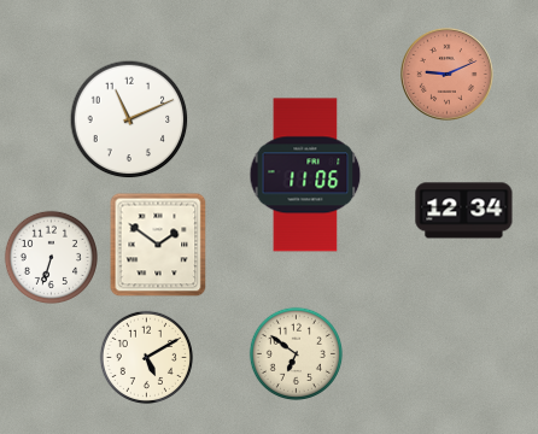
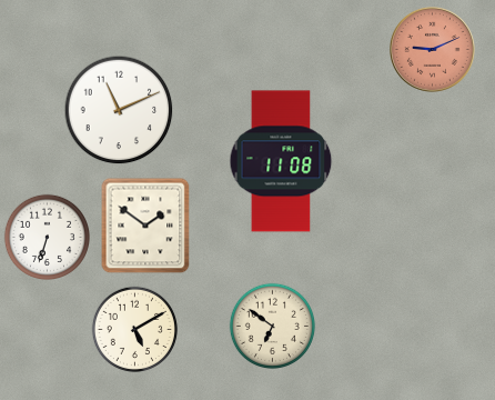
clock at (448, 75) position: (448, 75) -> (433, 50)
clock at (305, 175): 11:06 -> 11:08
clock at (464, 211): 12:34 -> none
